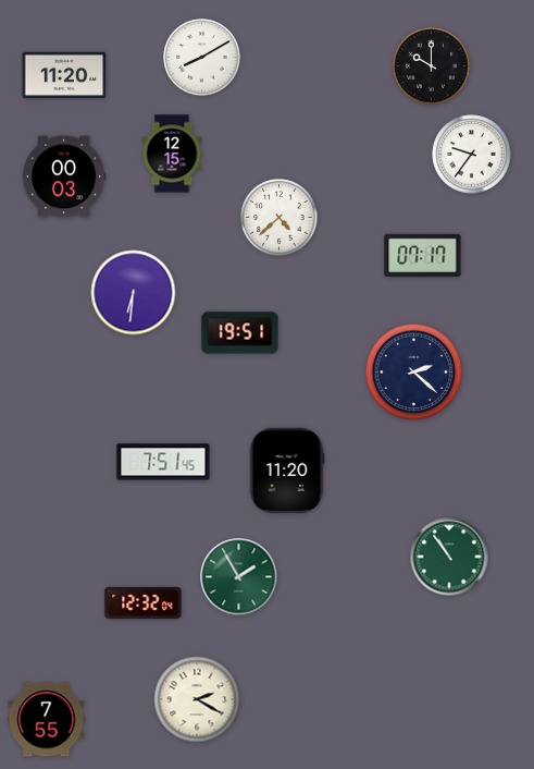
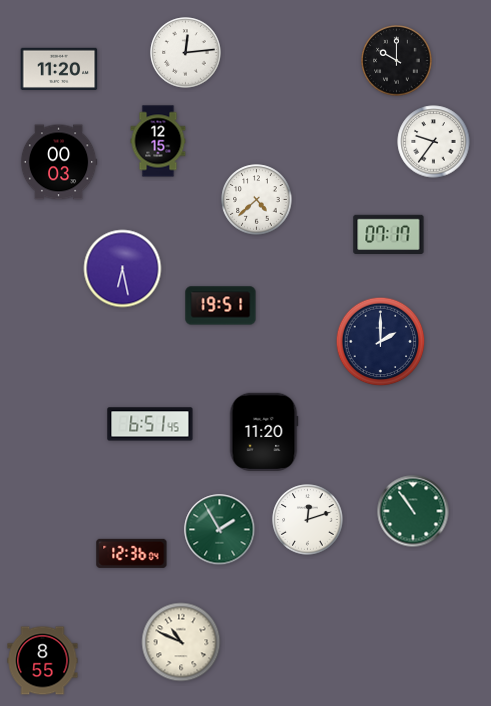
clock at (202, 58): 8:10 -> 12:14
clock at (134, 293): 6:31 -> 6:28
clock at (414, 373): 2:22 -> 2:00
clock at (163, 462): 7:51 -> 6:51
clock at (308, 520): none -> 12:12
clock at (144, 602): 12:32 -> 12:36
clock at (197, 699): 2:20 -> 10:49
clock at (47, 720): 7:55 -> 8:55
